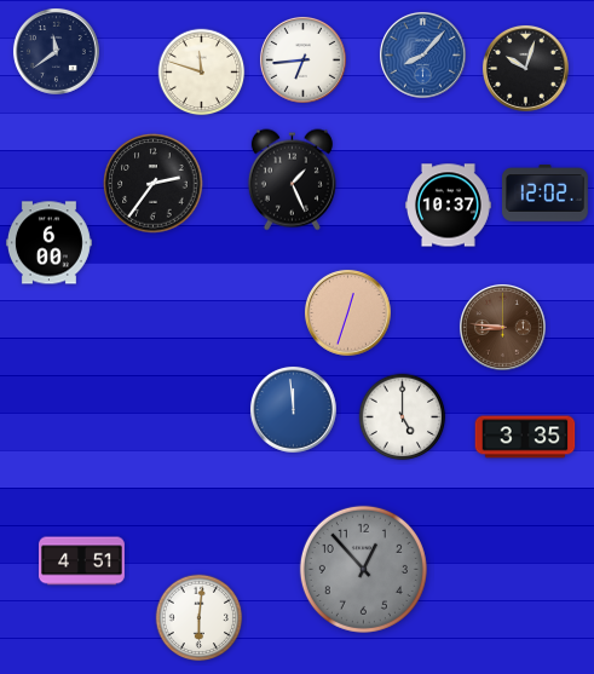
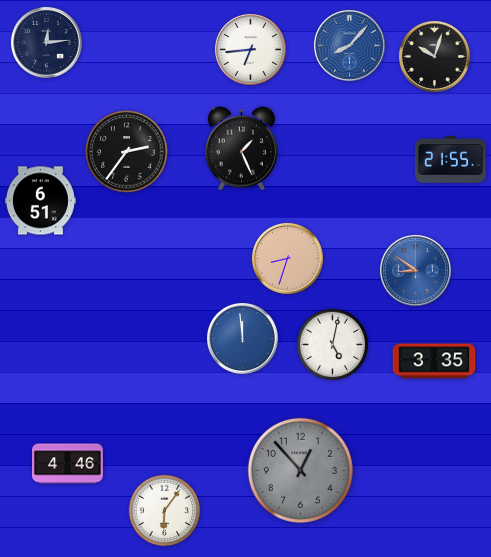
clock at (56, 51): 11:39 -> 12:14
clock at (202, 73): 11:48 -> none
clock at (544, 194): 12:02 -> 21:55
clock at (448, 206): 10:37 -> none
clock at (48, 243): 6:00 -> 6:51
clock at (347, 312): 12:33 -> 8:33
clock at (502, 327): 8:46 -> 8:51
clock at (502, 327) dial: brown -> blue
clock at (403, 417): 5:00 -> 5:02
clock at (82, 561): 4:51 -> 4:46
clock at (200, 618): 6:01 -> 6:06
